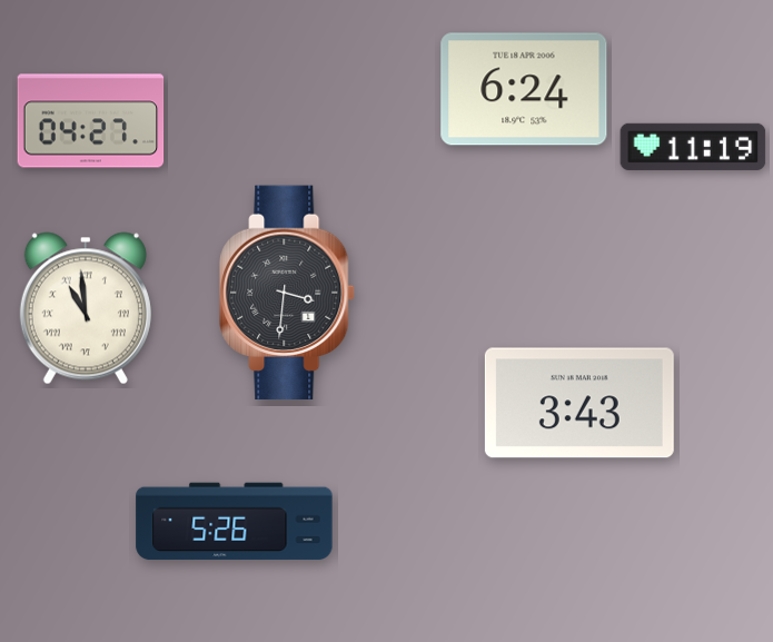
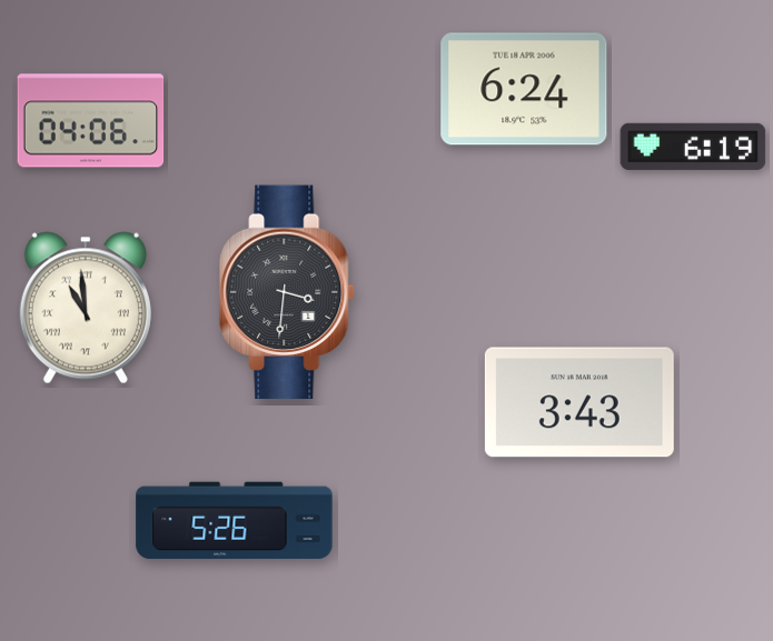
clock at (91, 121): 04:27 -> 04:06
clock at (693, 147): 11:19 -> 6:19
